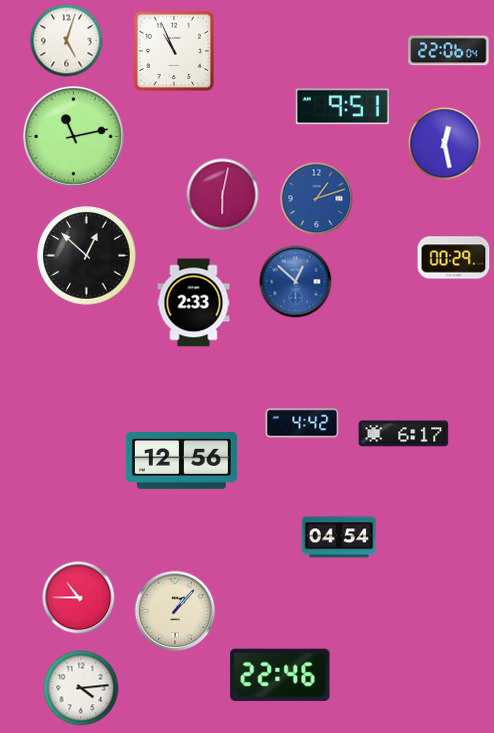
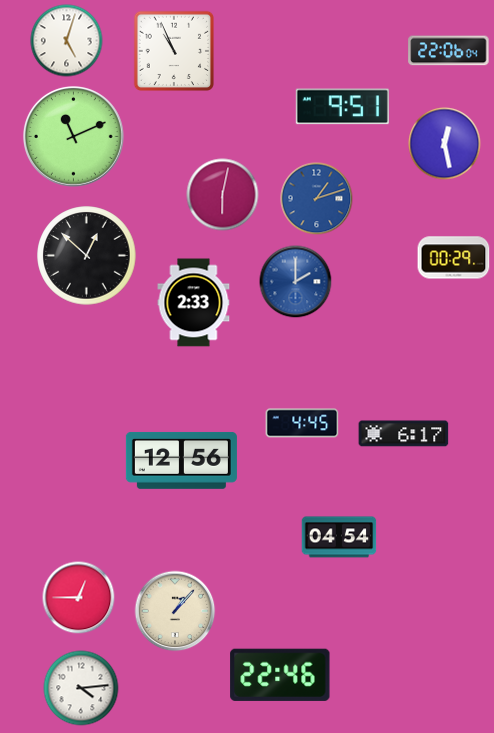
clock at (74, 137): 11:13 -> 11:11
clock at (296, 282): 12:52 -> 2:00
clock at (302, 423): 4:42 -> 4:45
clock at (79, 598): 10:45 -> 12:45
